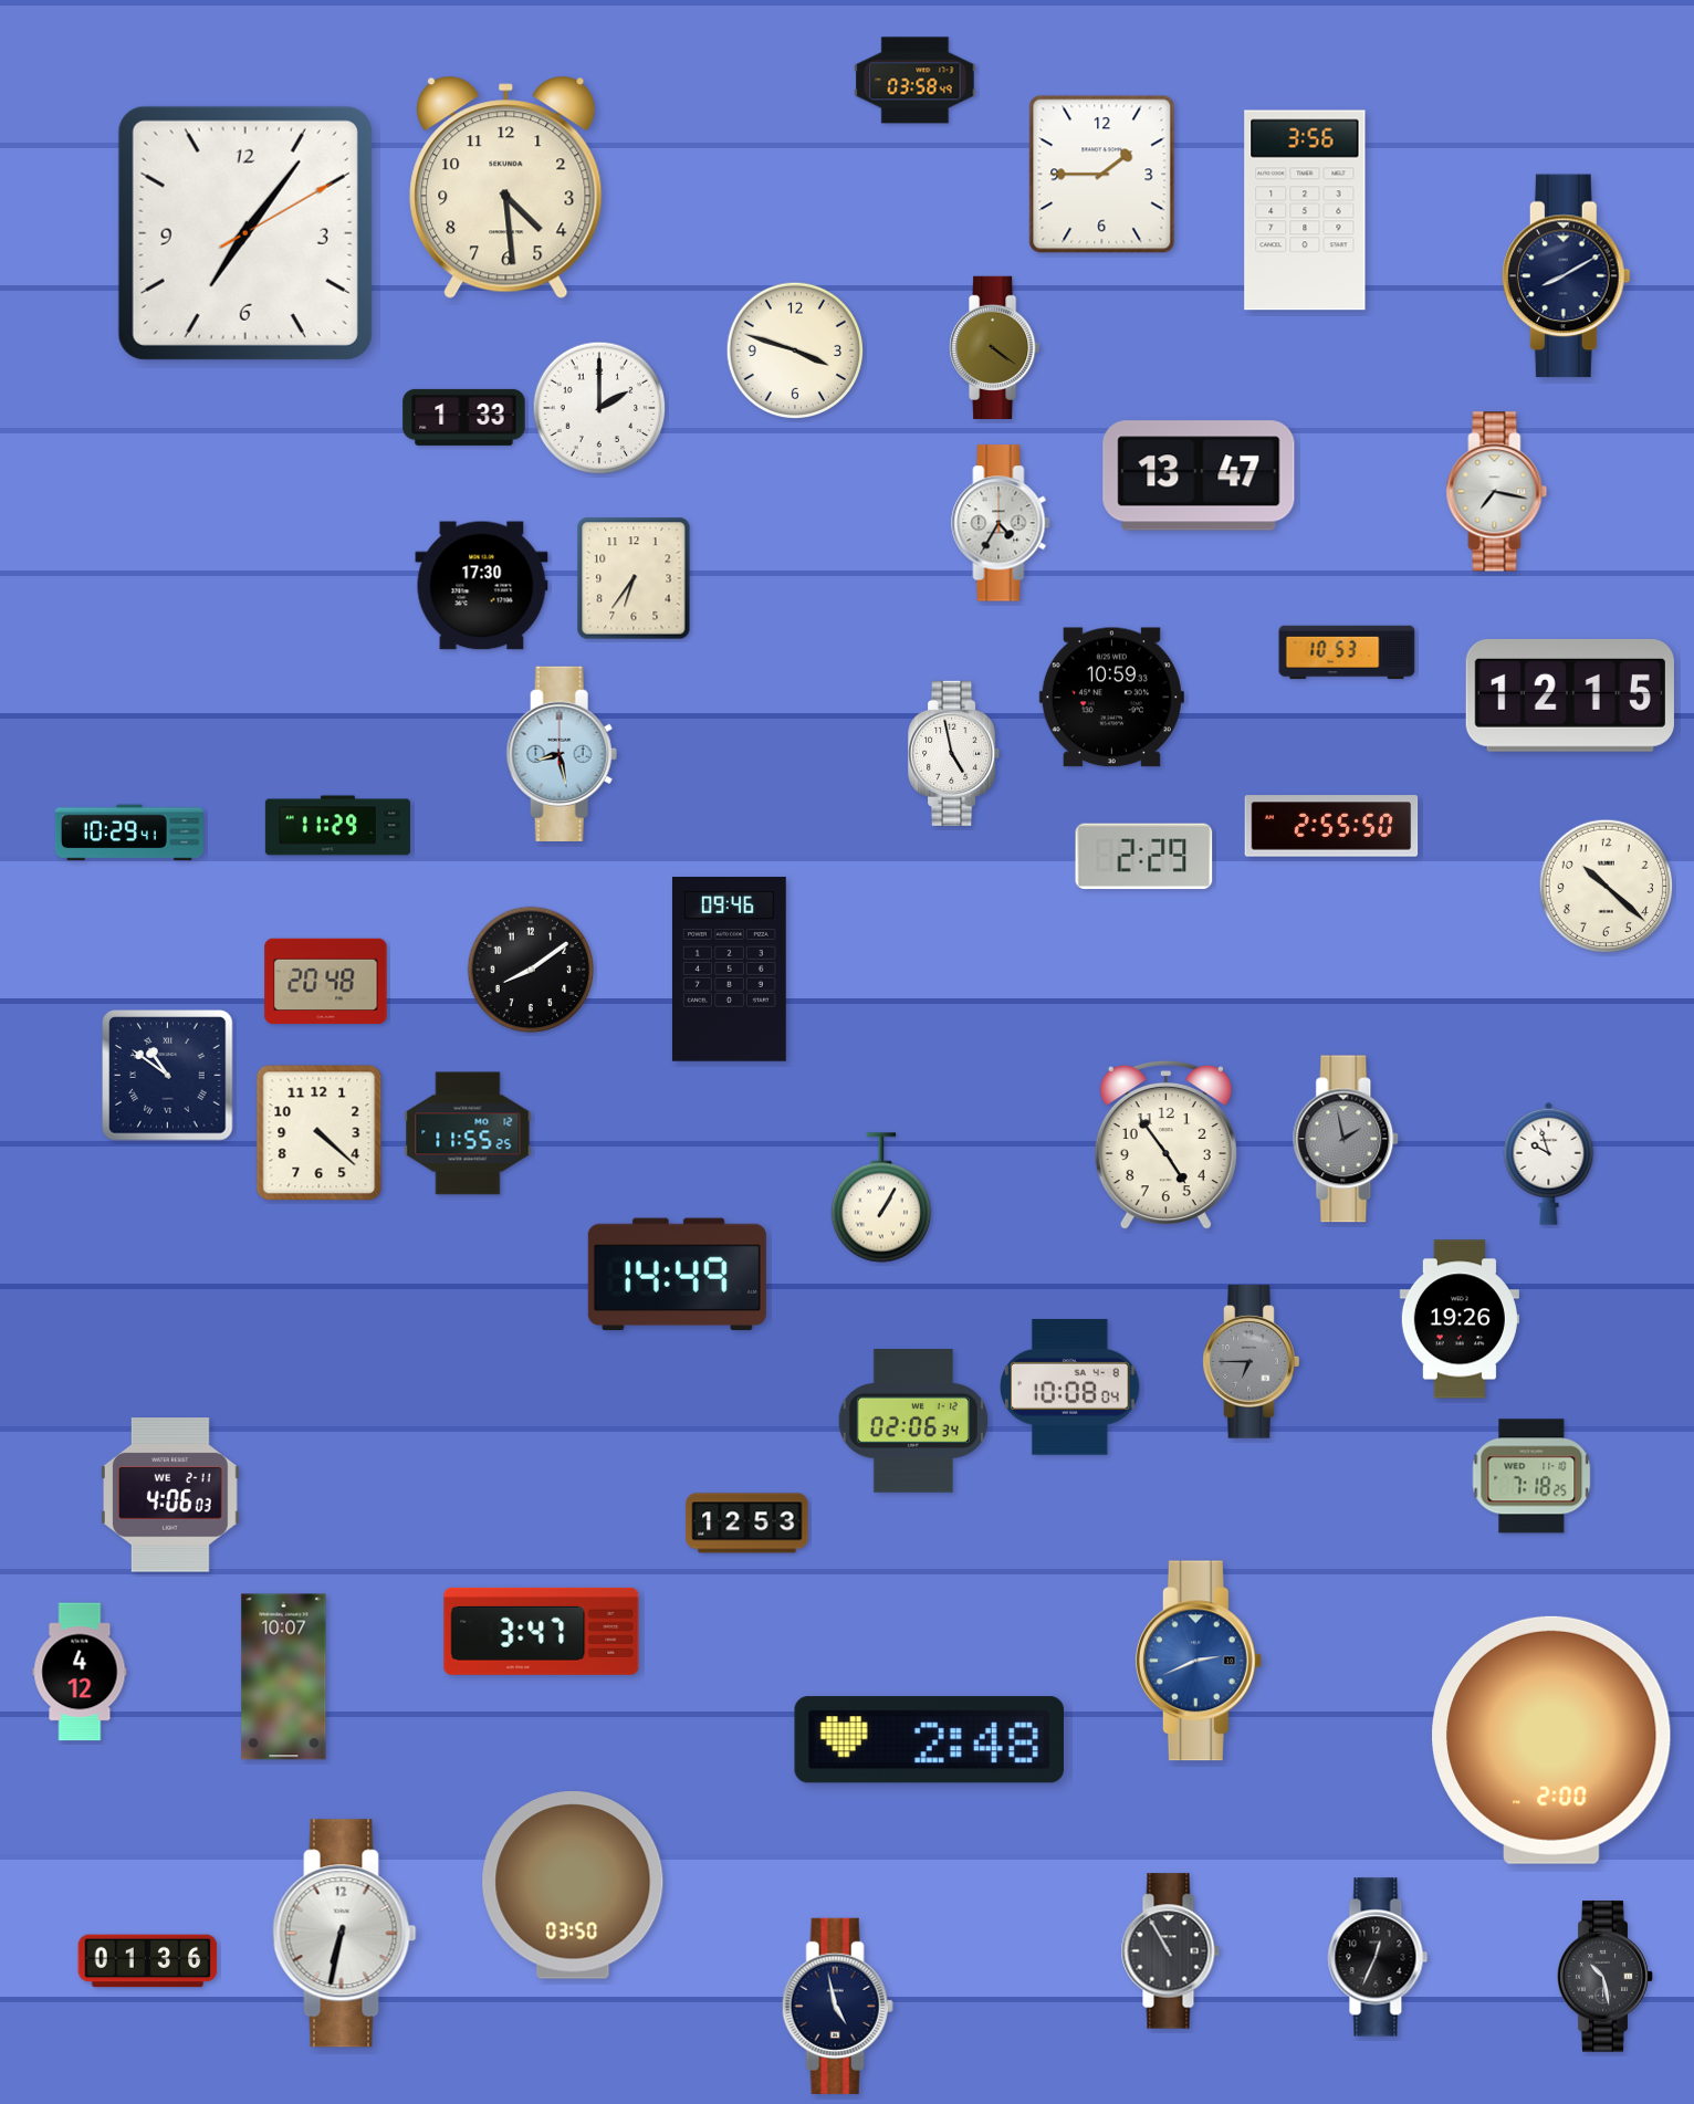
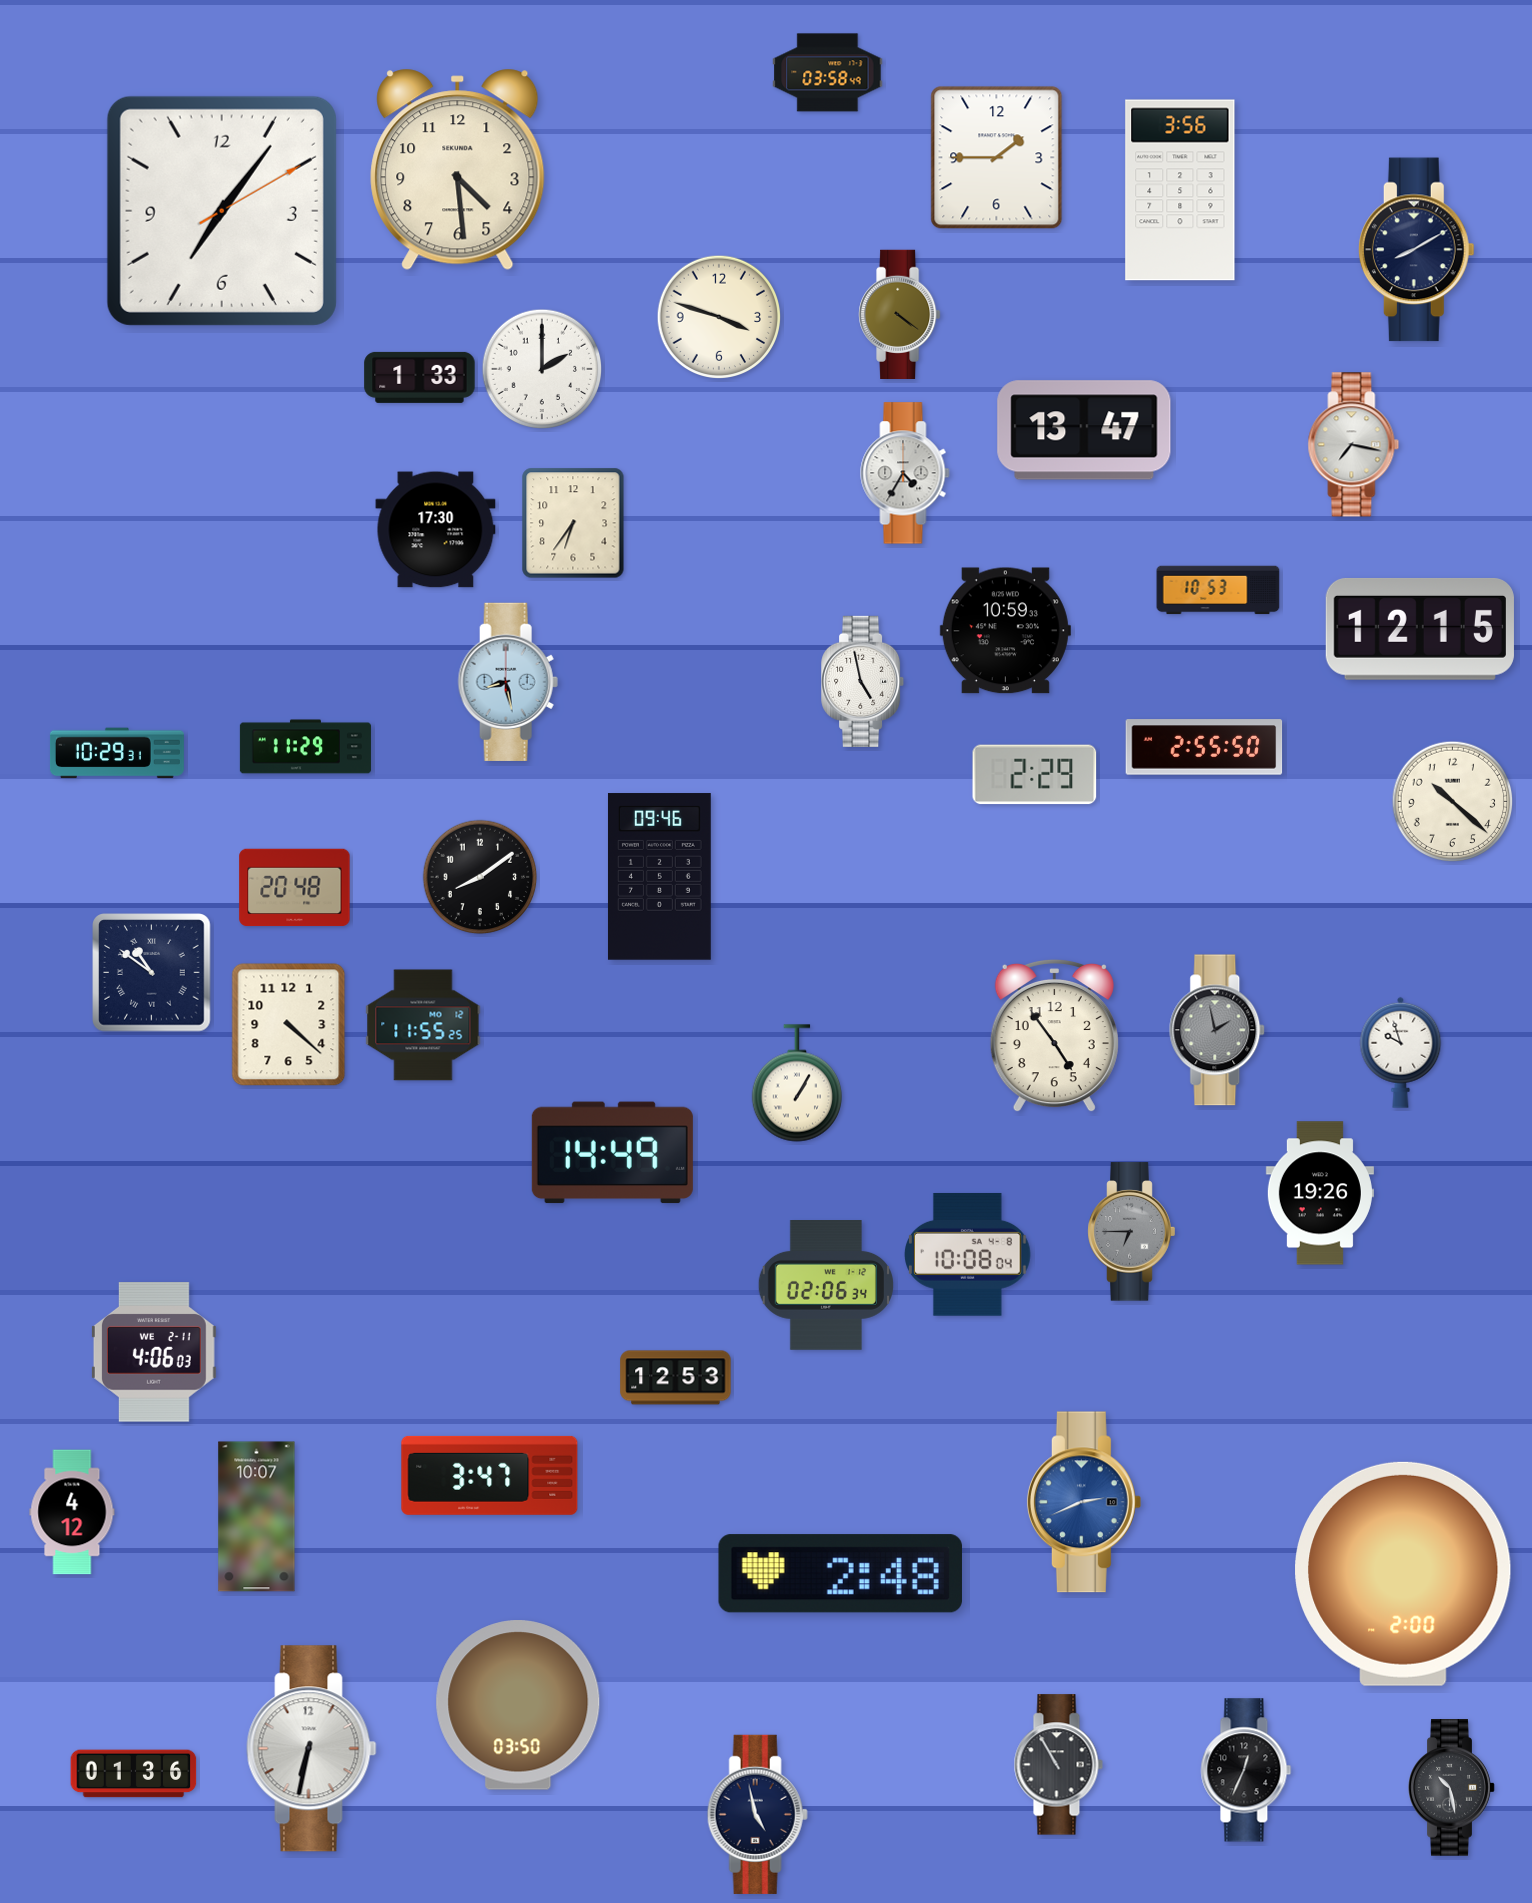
clock at (129, 833): 10:29:41 -> 10:29:31
clock at (1531, 1476): 7:18 -> none
